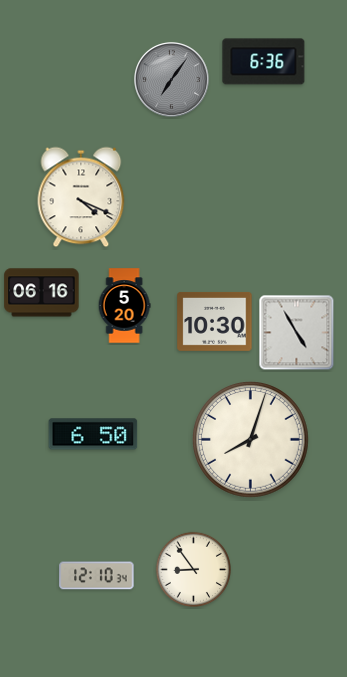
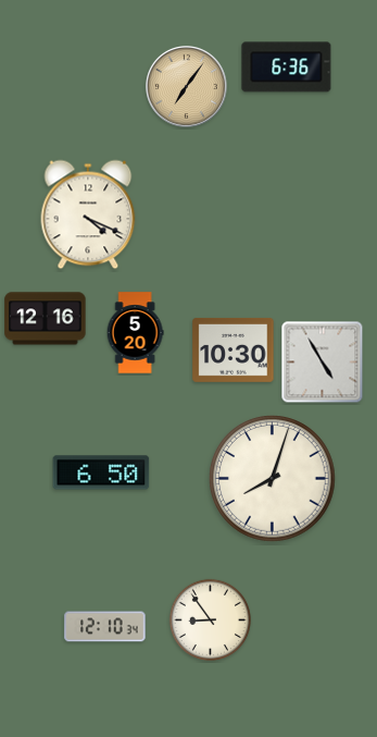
clock at (172, 80) dial: grey -> champagne
clock at (42, 293): 06:16 -> 12:16
